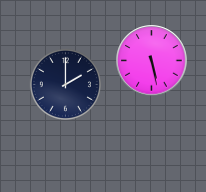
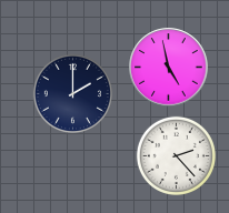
clock at (152, 61): 5:28 -> 4:58
clock at (176, 155): none -> 2:23
